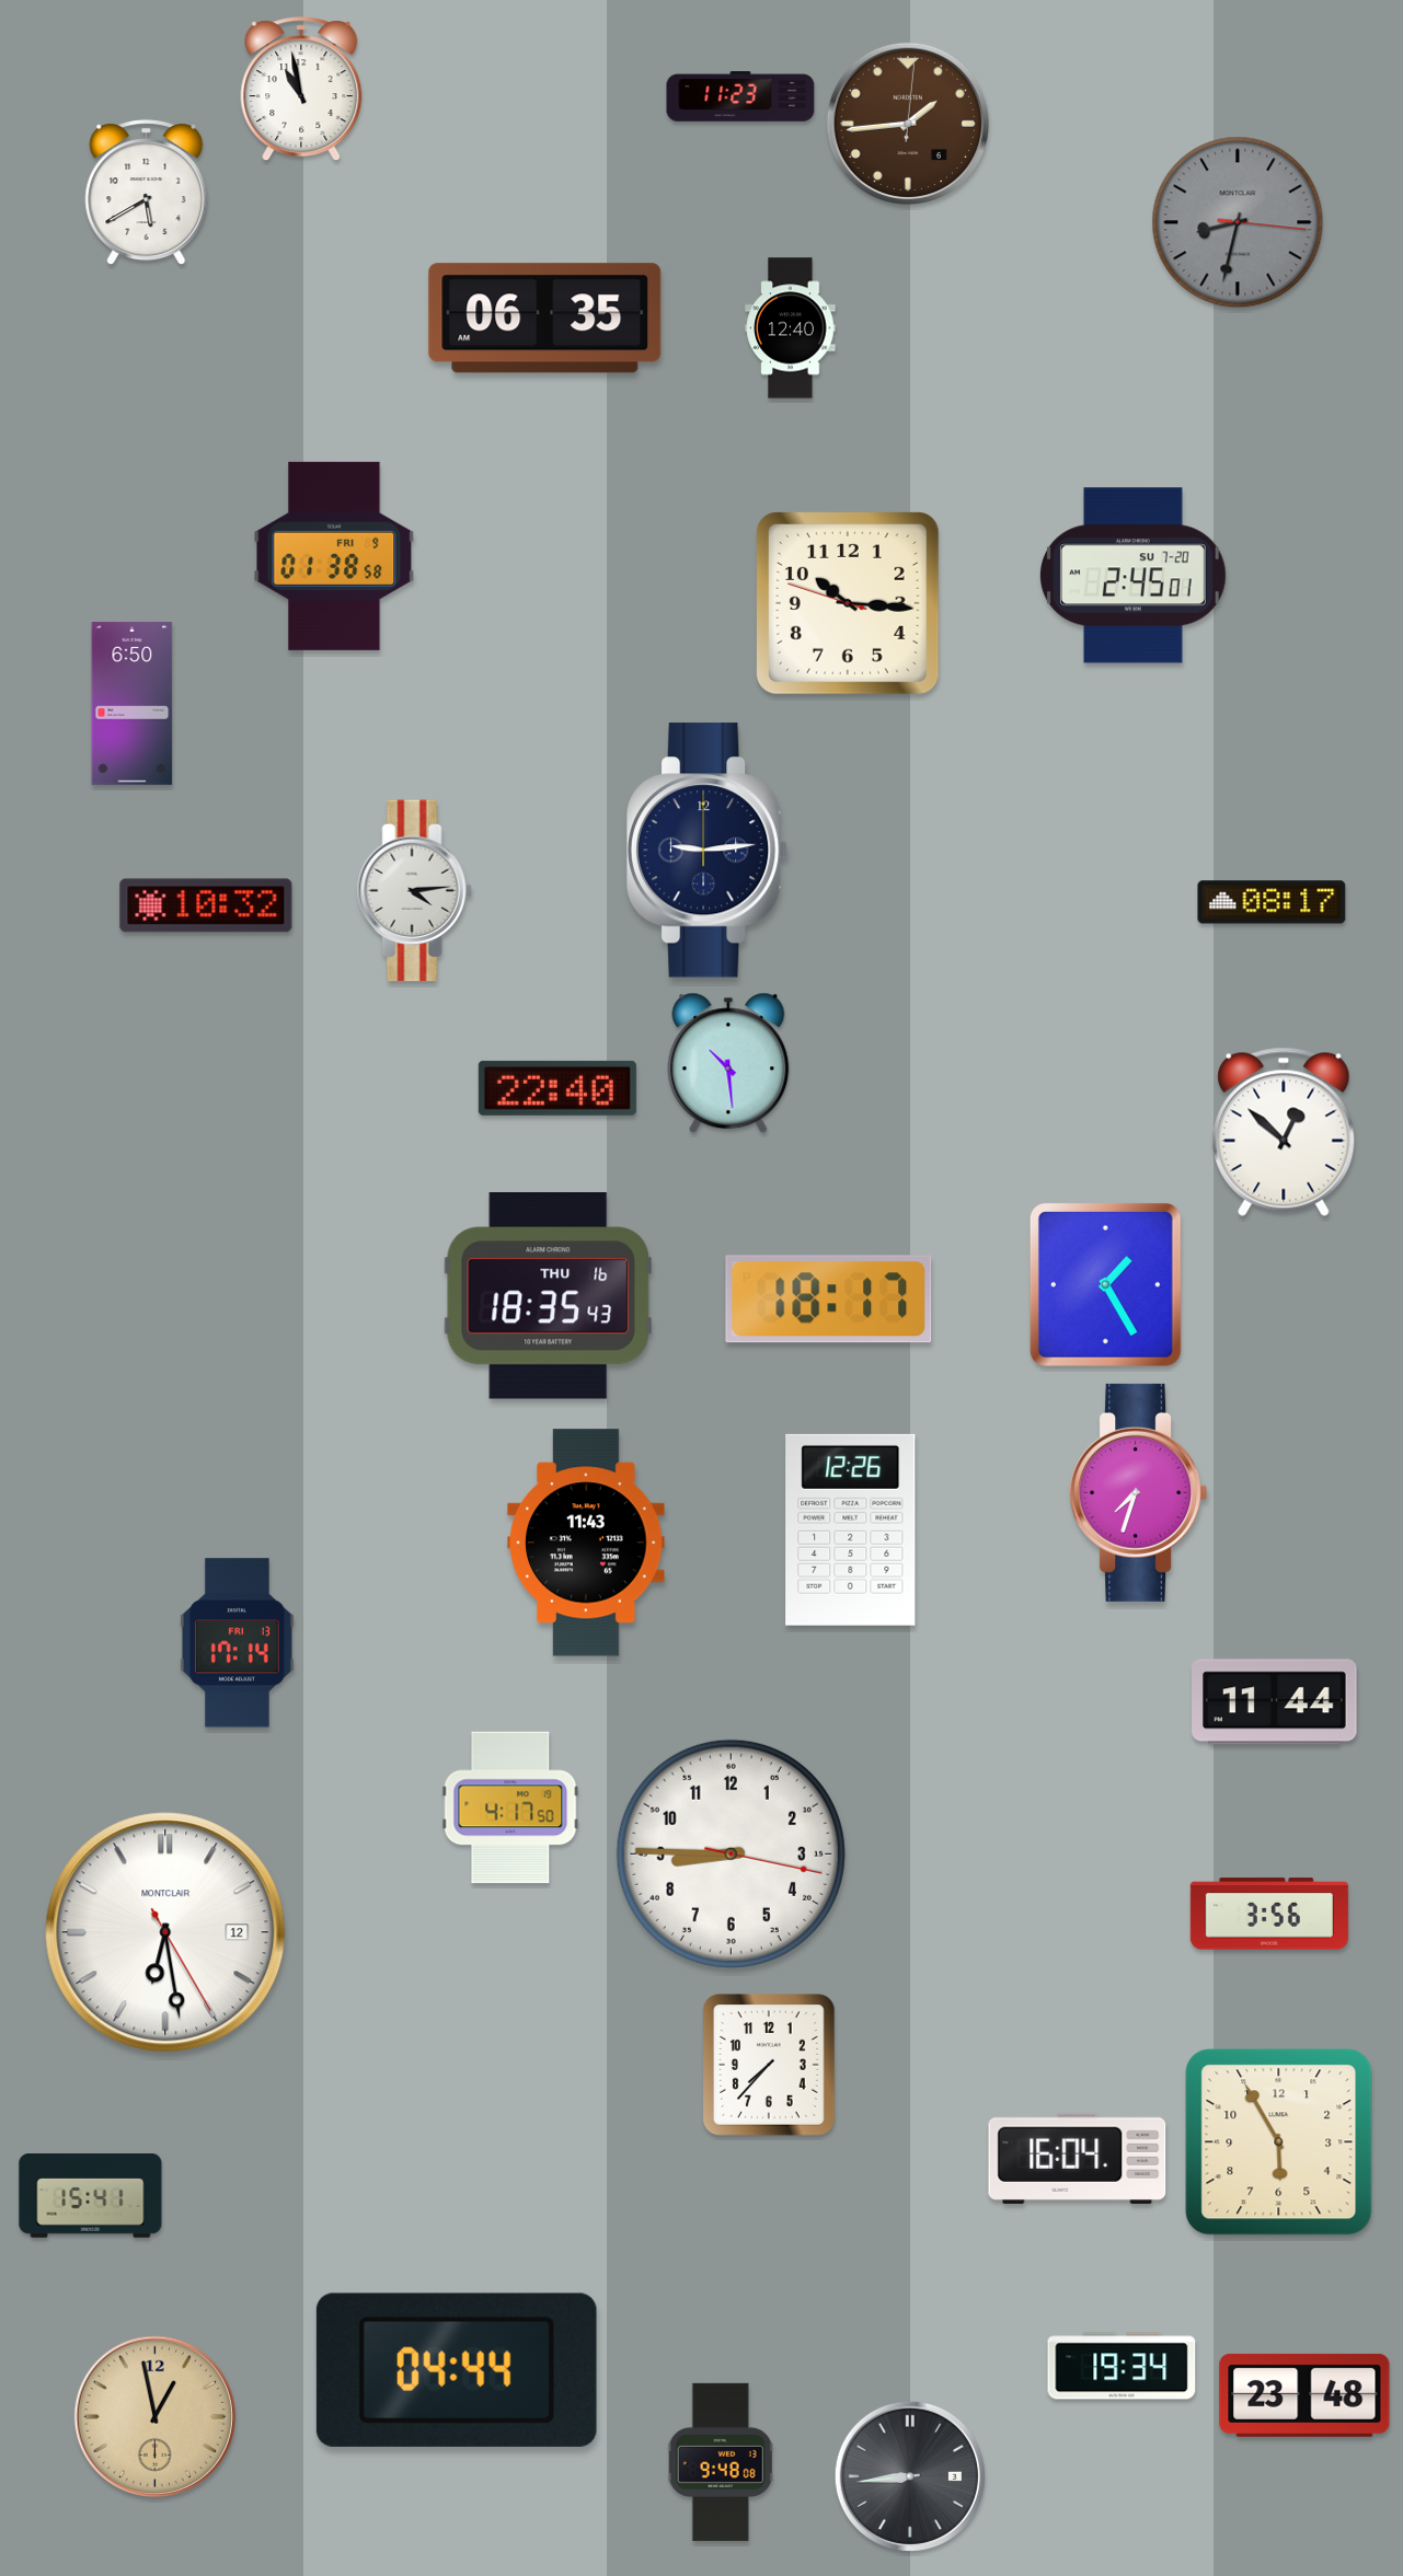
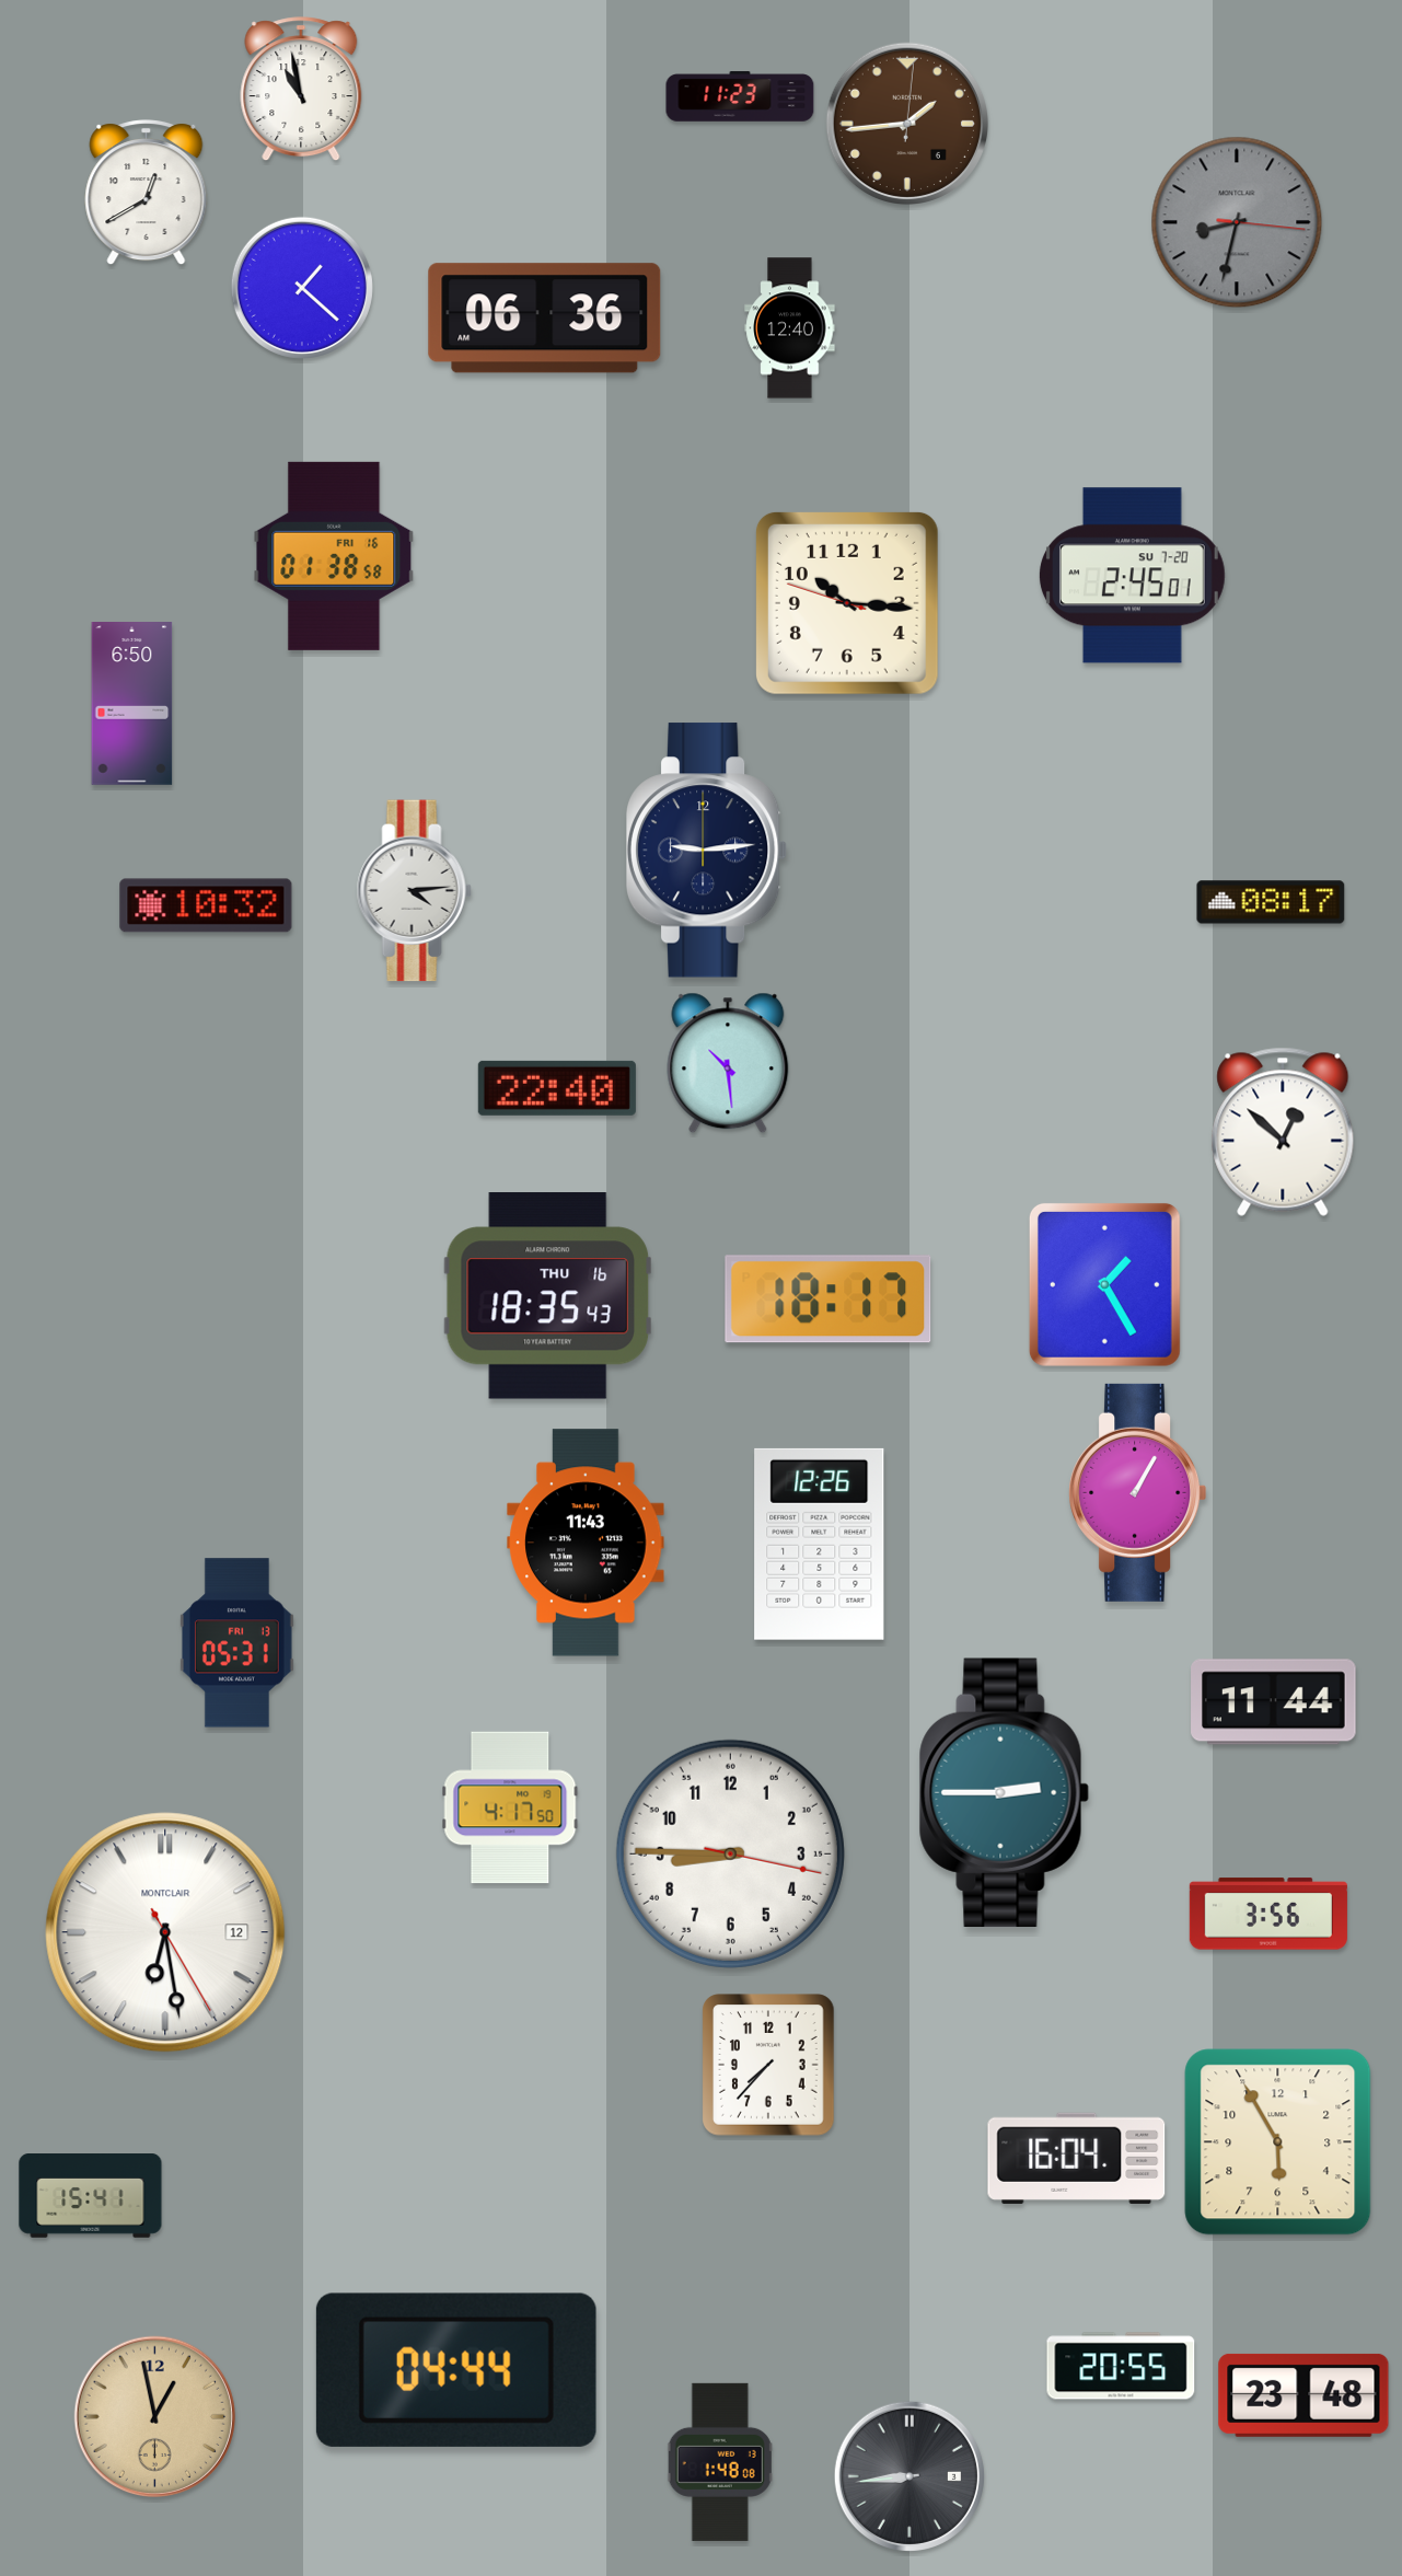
clock at (147, 194): 5:40 -> 12:40
clock at (302, 288): none -> 1:22
clock at (545, 319): 06:35 -> 06:36
clock at (334, 556) date: FRI 9 -> FRI 16
clock at (1139, 1492): 7:33 -> 1:05
clock at (851, 1529) position: (851, 1529) -> (820, 1544)
clock at (237, 1643): 17:14 -> 05:31
clock at (1004, 1792): none -> 2:45
clock at (1122, 2366): 19:34 -> 20:55
clock at (721, 2462): 9:48 -> 1:48
